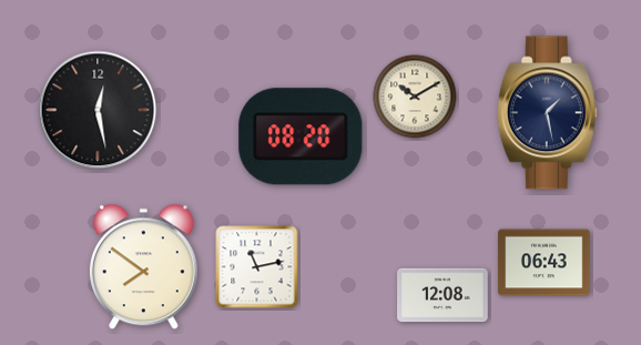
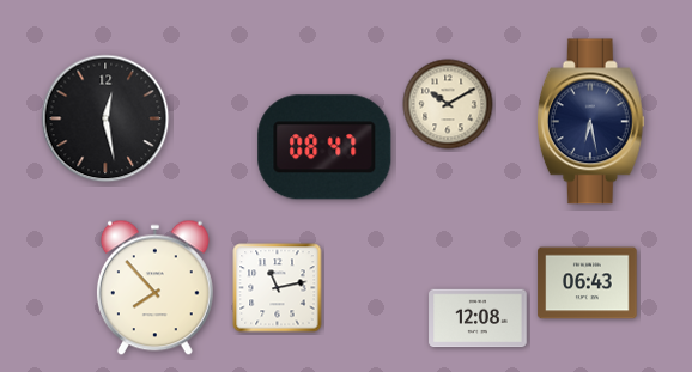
clock at (547, 113): 1:28 -> 6:28
clock at (301, 136): 08:20 -> 08:47
clock at (143, 267): 7:51 -> 7:53
